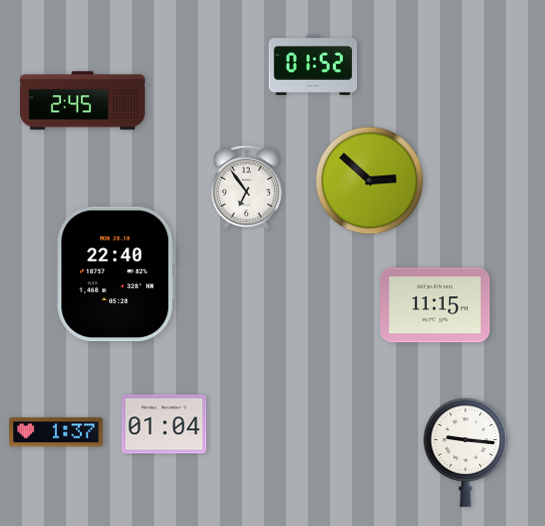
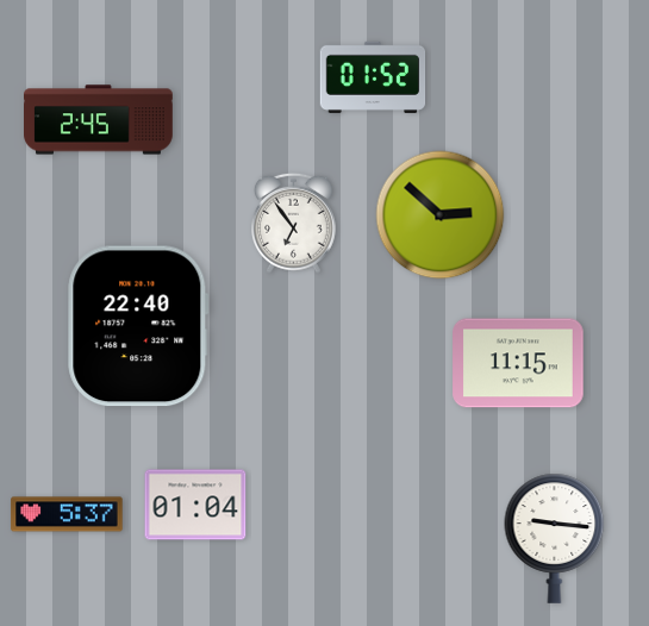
clock at (56, 432): 1:37 -> 5:37
